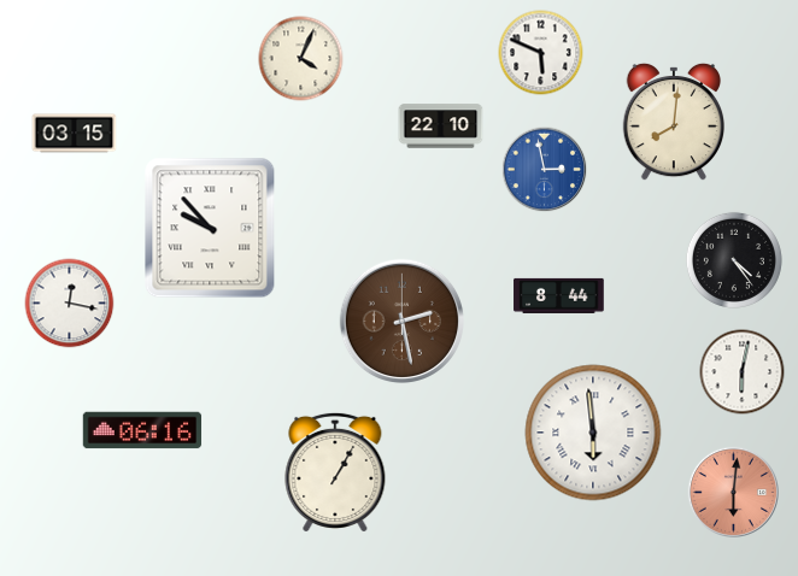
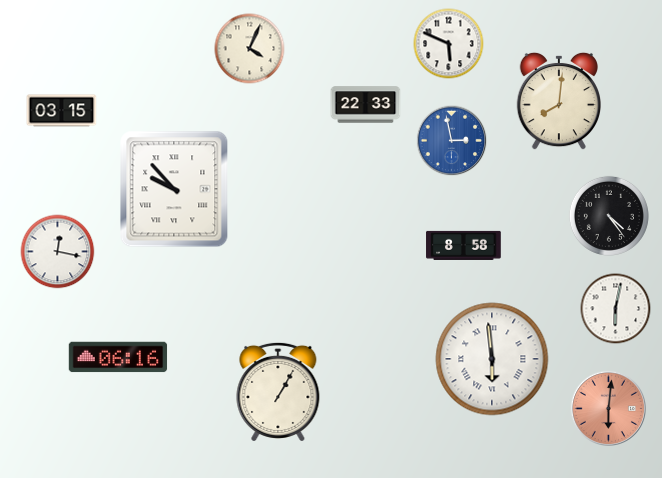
clock at (441, 127): 22:10 -> 22:33
clock at (559, 295): 8:44 -> 8:58
clock at (403, 322): 2:28 -> none
